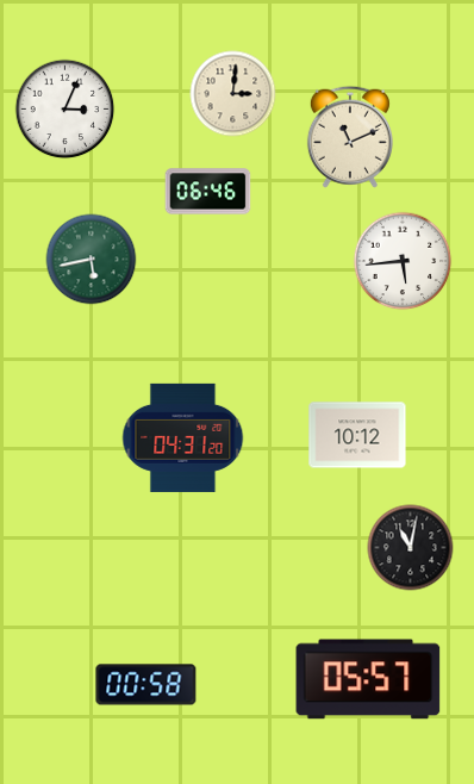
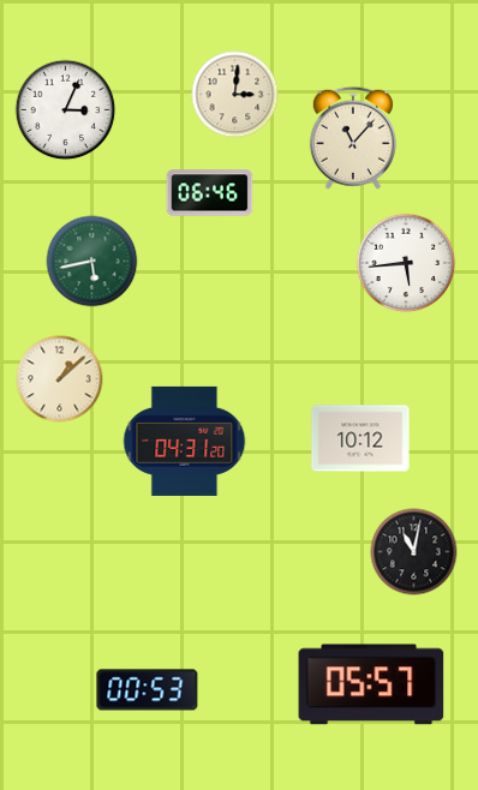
clock at (350, 137): 11:11 -> 11:07
clock at (60, 379): none -> 1:08
clock at (146, 685): 00:58 -> 00:53
